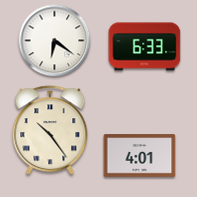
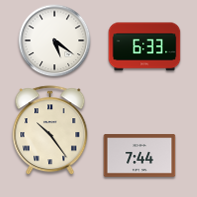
clock at (55, 41): 6:21 -> 5:21
clock at (140, 156): 4:01 -> 7:44
